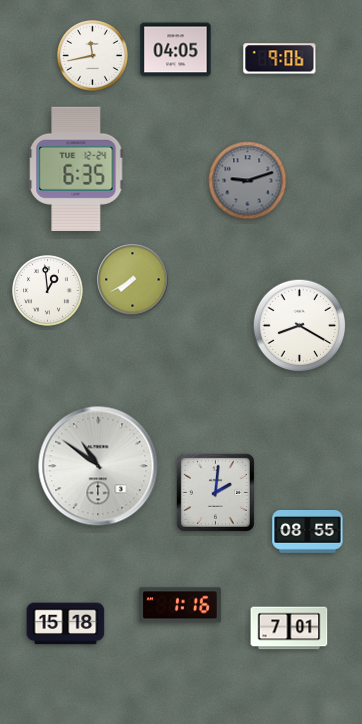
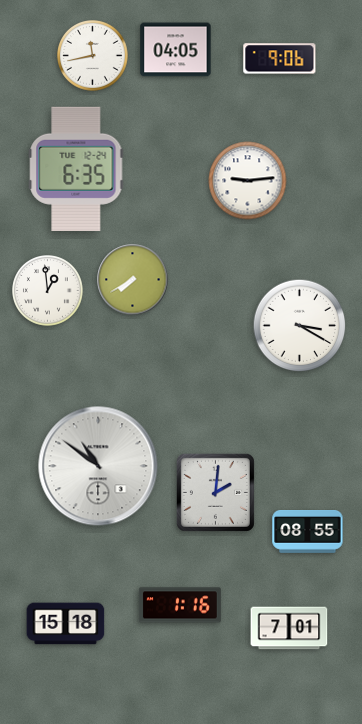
clock at (248, 181): 9:12 -> 9:14
clock at (248, 181) dial: grey -> white
clock at (300, 326): 8:20 -> 3:20
